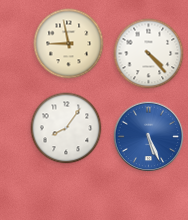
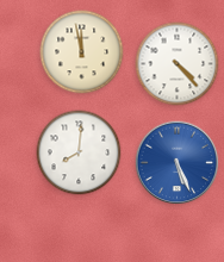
clock at (69, 44): 8:58 -> 11:58
clock at (66, 128): 8:06 -> 8:01
